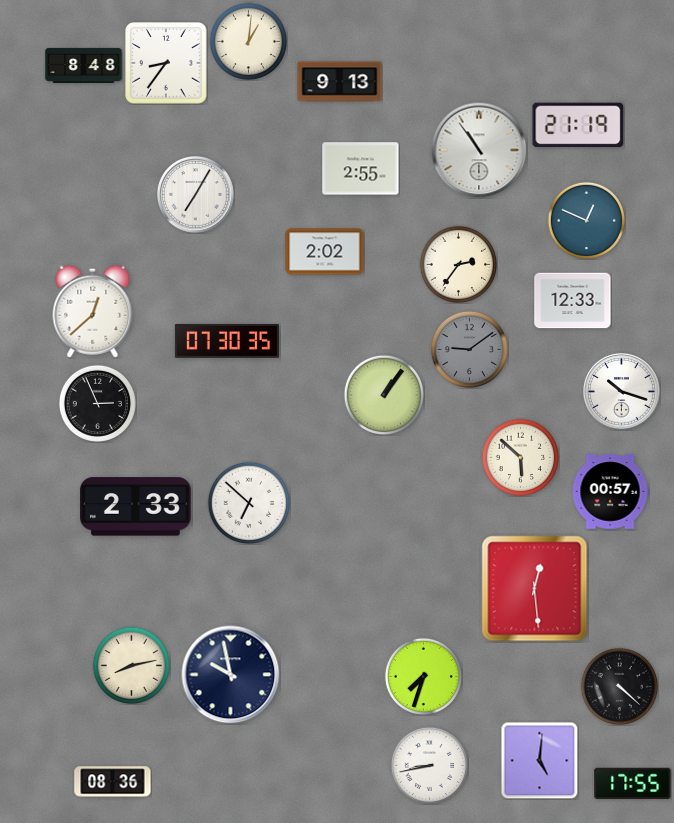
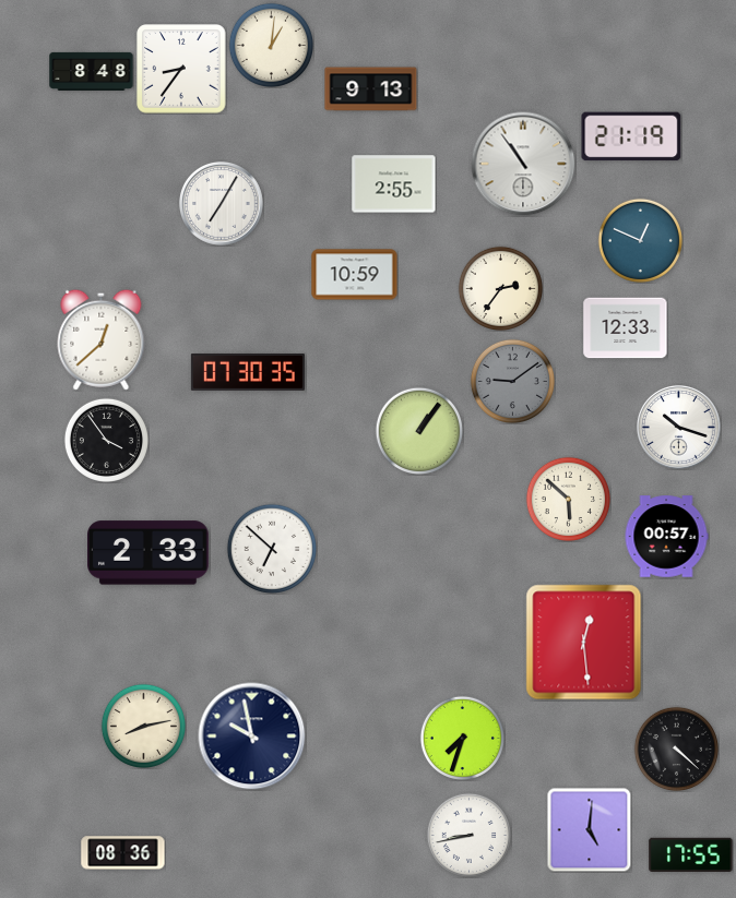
clock at (196, 195) position: (196, 195) -> (222, 204)
clock at (325, 252): 2:02 -> 10:59
clock at (97, 403): 2:56 -> 3:54
